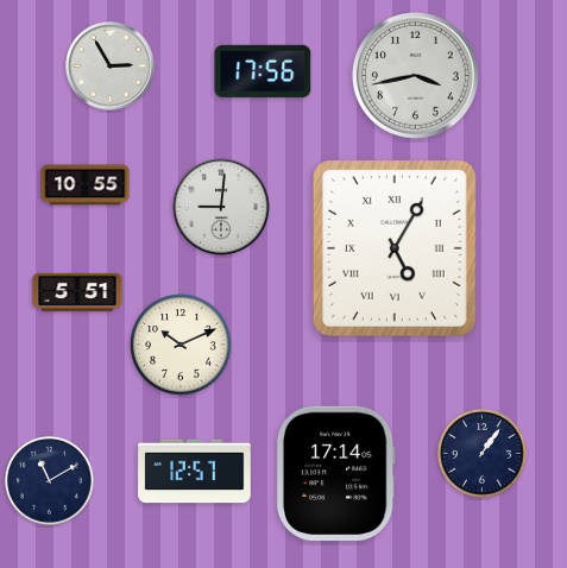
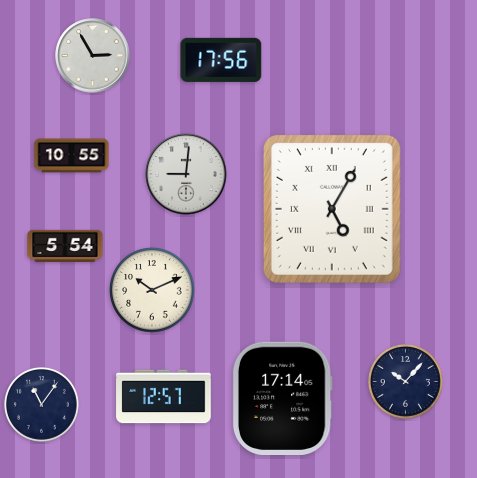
clock at (415, 75): 3:43 -> none
clock at (77, 292): 5:51 -> 5:54
clock at (481, 453): 1:06 -> 10:07
clock at (49, 480): 11:10 -> 11:06
